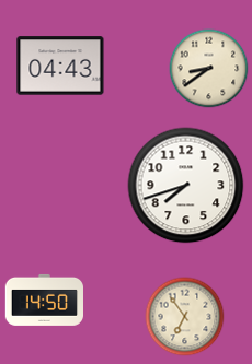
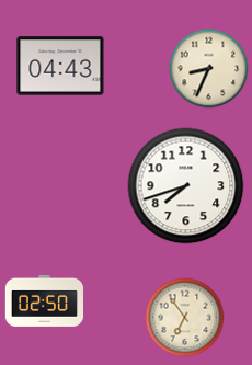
clock at (209, 69): 8:39 -> 8:34
clock at (44, 300): 14:50 -> 02:50
